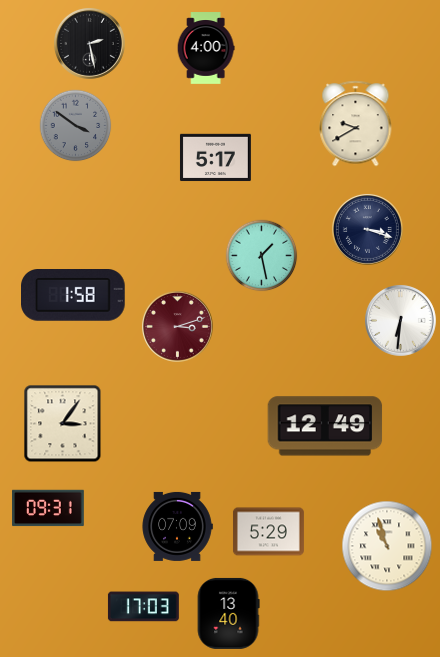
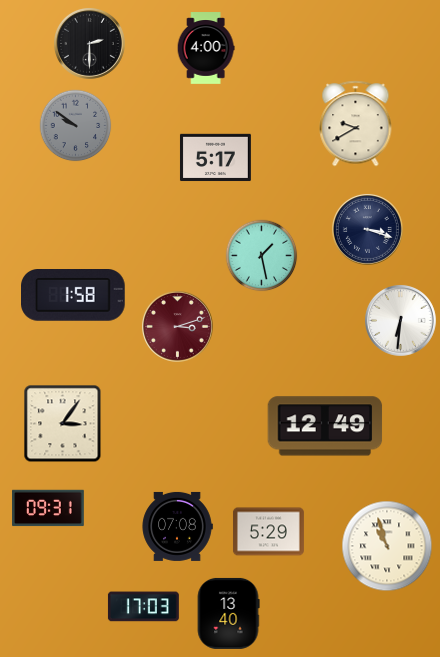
clock at (89, 43): 2:28 -> 2:30
clock at (76, 126): 3:51 -> 9:51
clock at (177, 526): 07:09 -> 07:08
